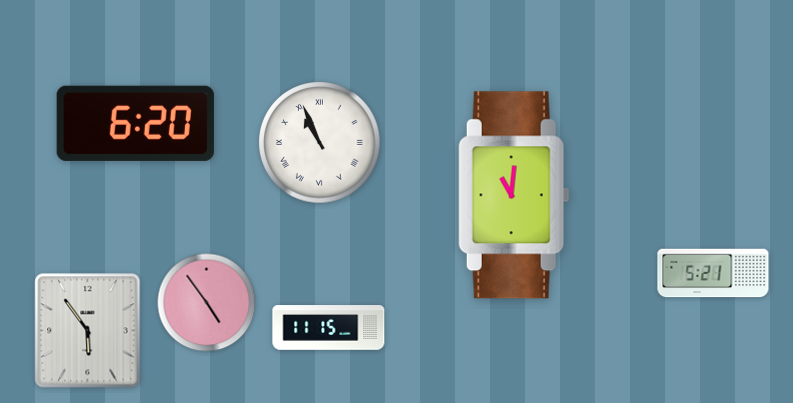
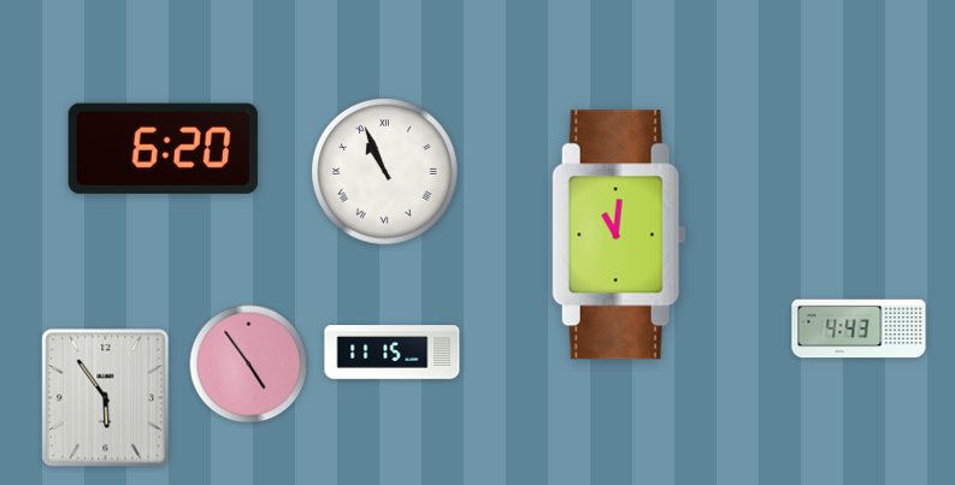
clock at (713, 273): 5:21 -> 4:43
clock at (329, 328) position: (329, 328) -> (393, 353)
